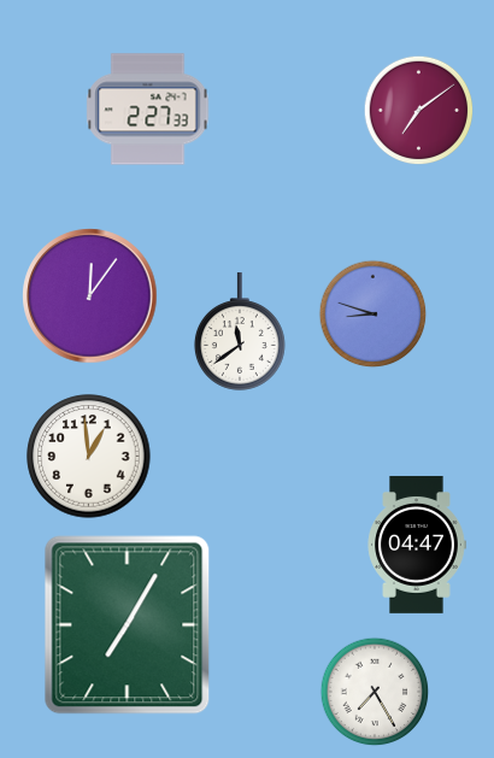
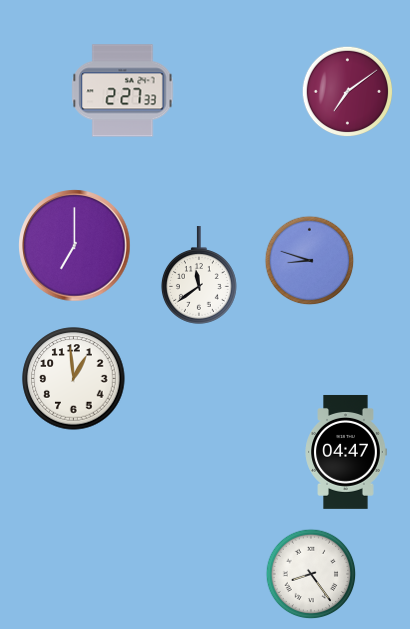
clock at (90, 296): 12:06 -> 7:00
clock at (128, 625): 7:05 -> none
clock at (375, 692): 7:25 -> 8:24
